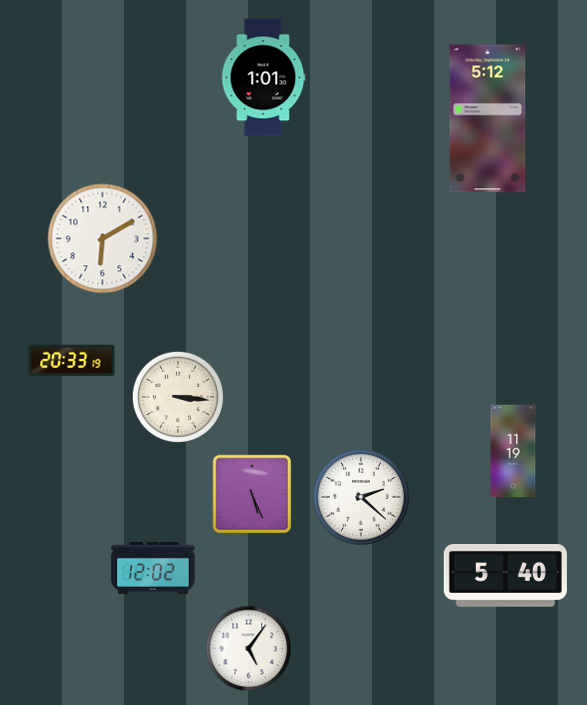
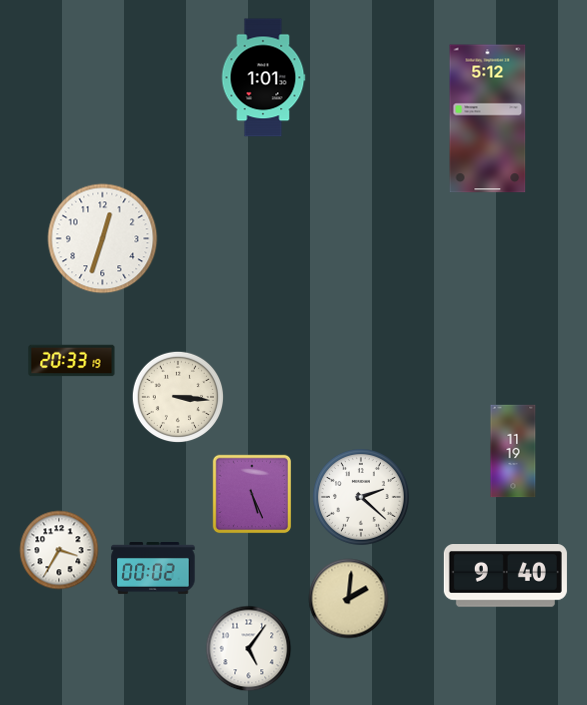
clock at (103, 239): 6:10 -> 12:33
clock at (59, 550): none -> 3:35
clock at (153, 569): 12:02 -> 00:02
clock at (505, 576): 5:40 -> 9:40
clock at (349, 599): none -> 2:01
